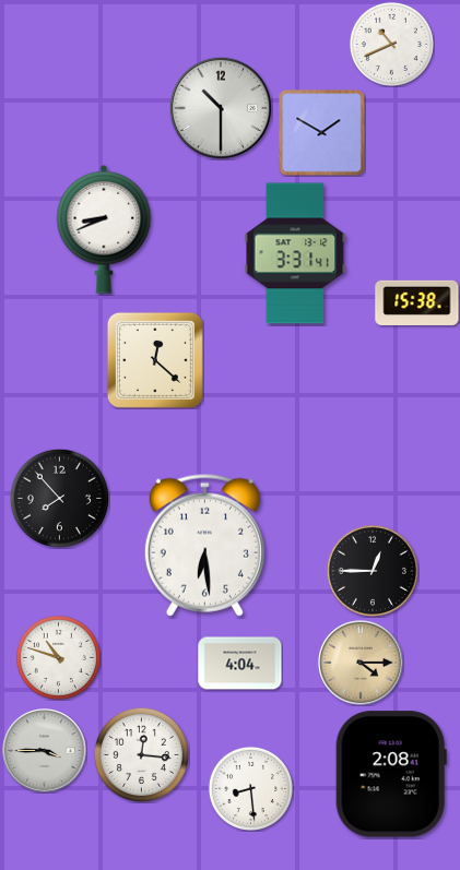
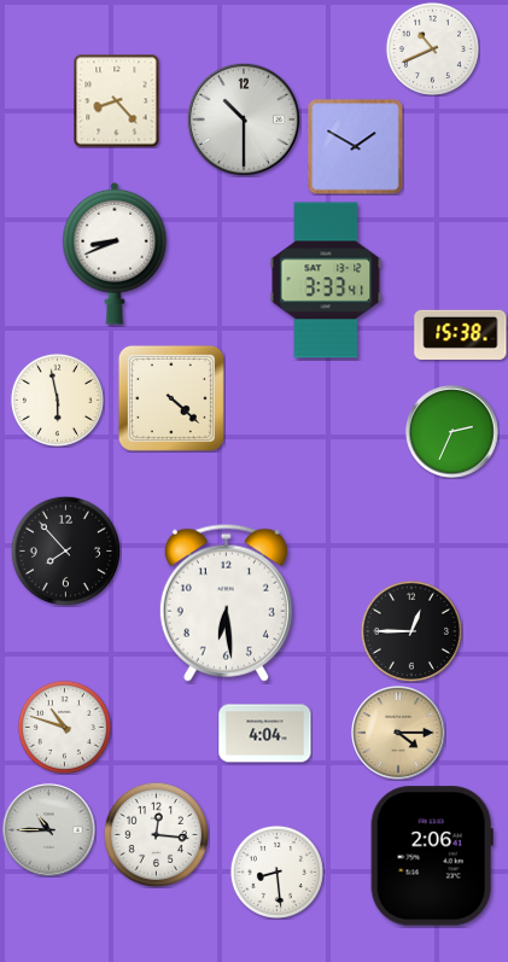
clock at (117, 100): none -> 8:23
clock at (295, 253): 3:31 -> 3:33
clock at (155, 360): 12:22 -> 4:22
clock at (57, 400): none -> 5:58
clock at (452, 432): none -> 2:34
clock at (45, 751): 3:45 -> 10:45
clock at (391, 774): 2:08 -> 2:06
